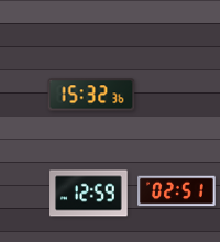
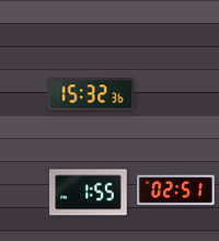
clock at (89, 194): 12:59 -> 1:55
